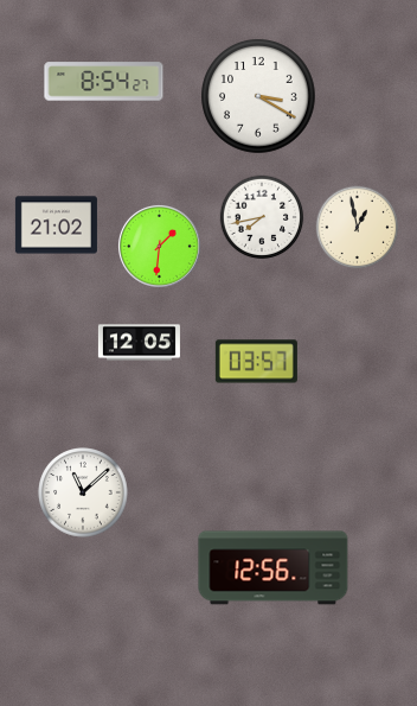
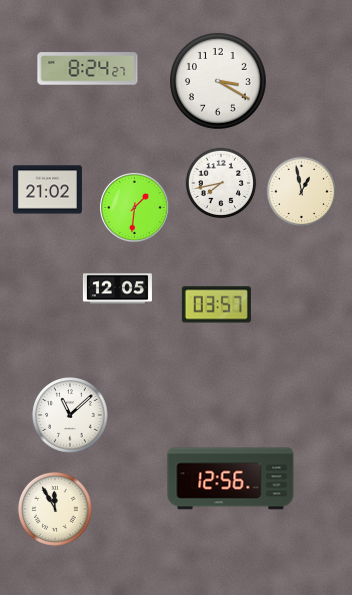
clock at (104, 82): 8:54 -> 8:24
clock at (55, 509): none -> 11:55
